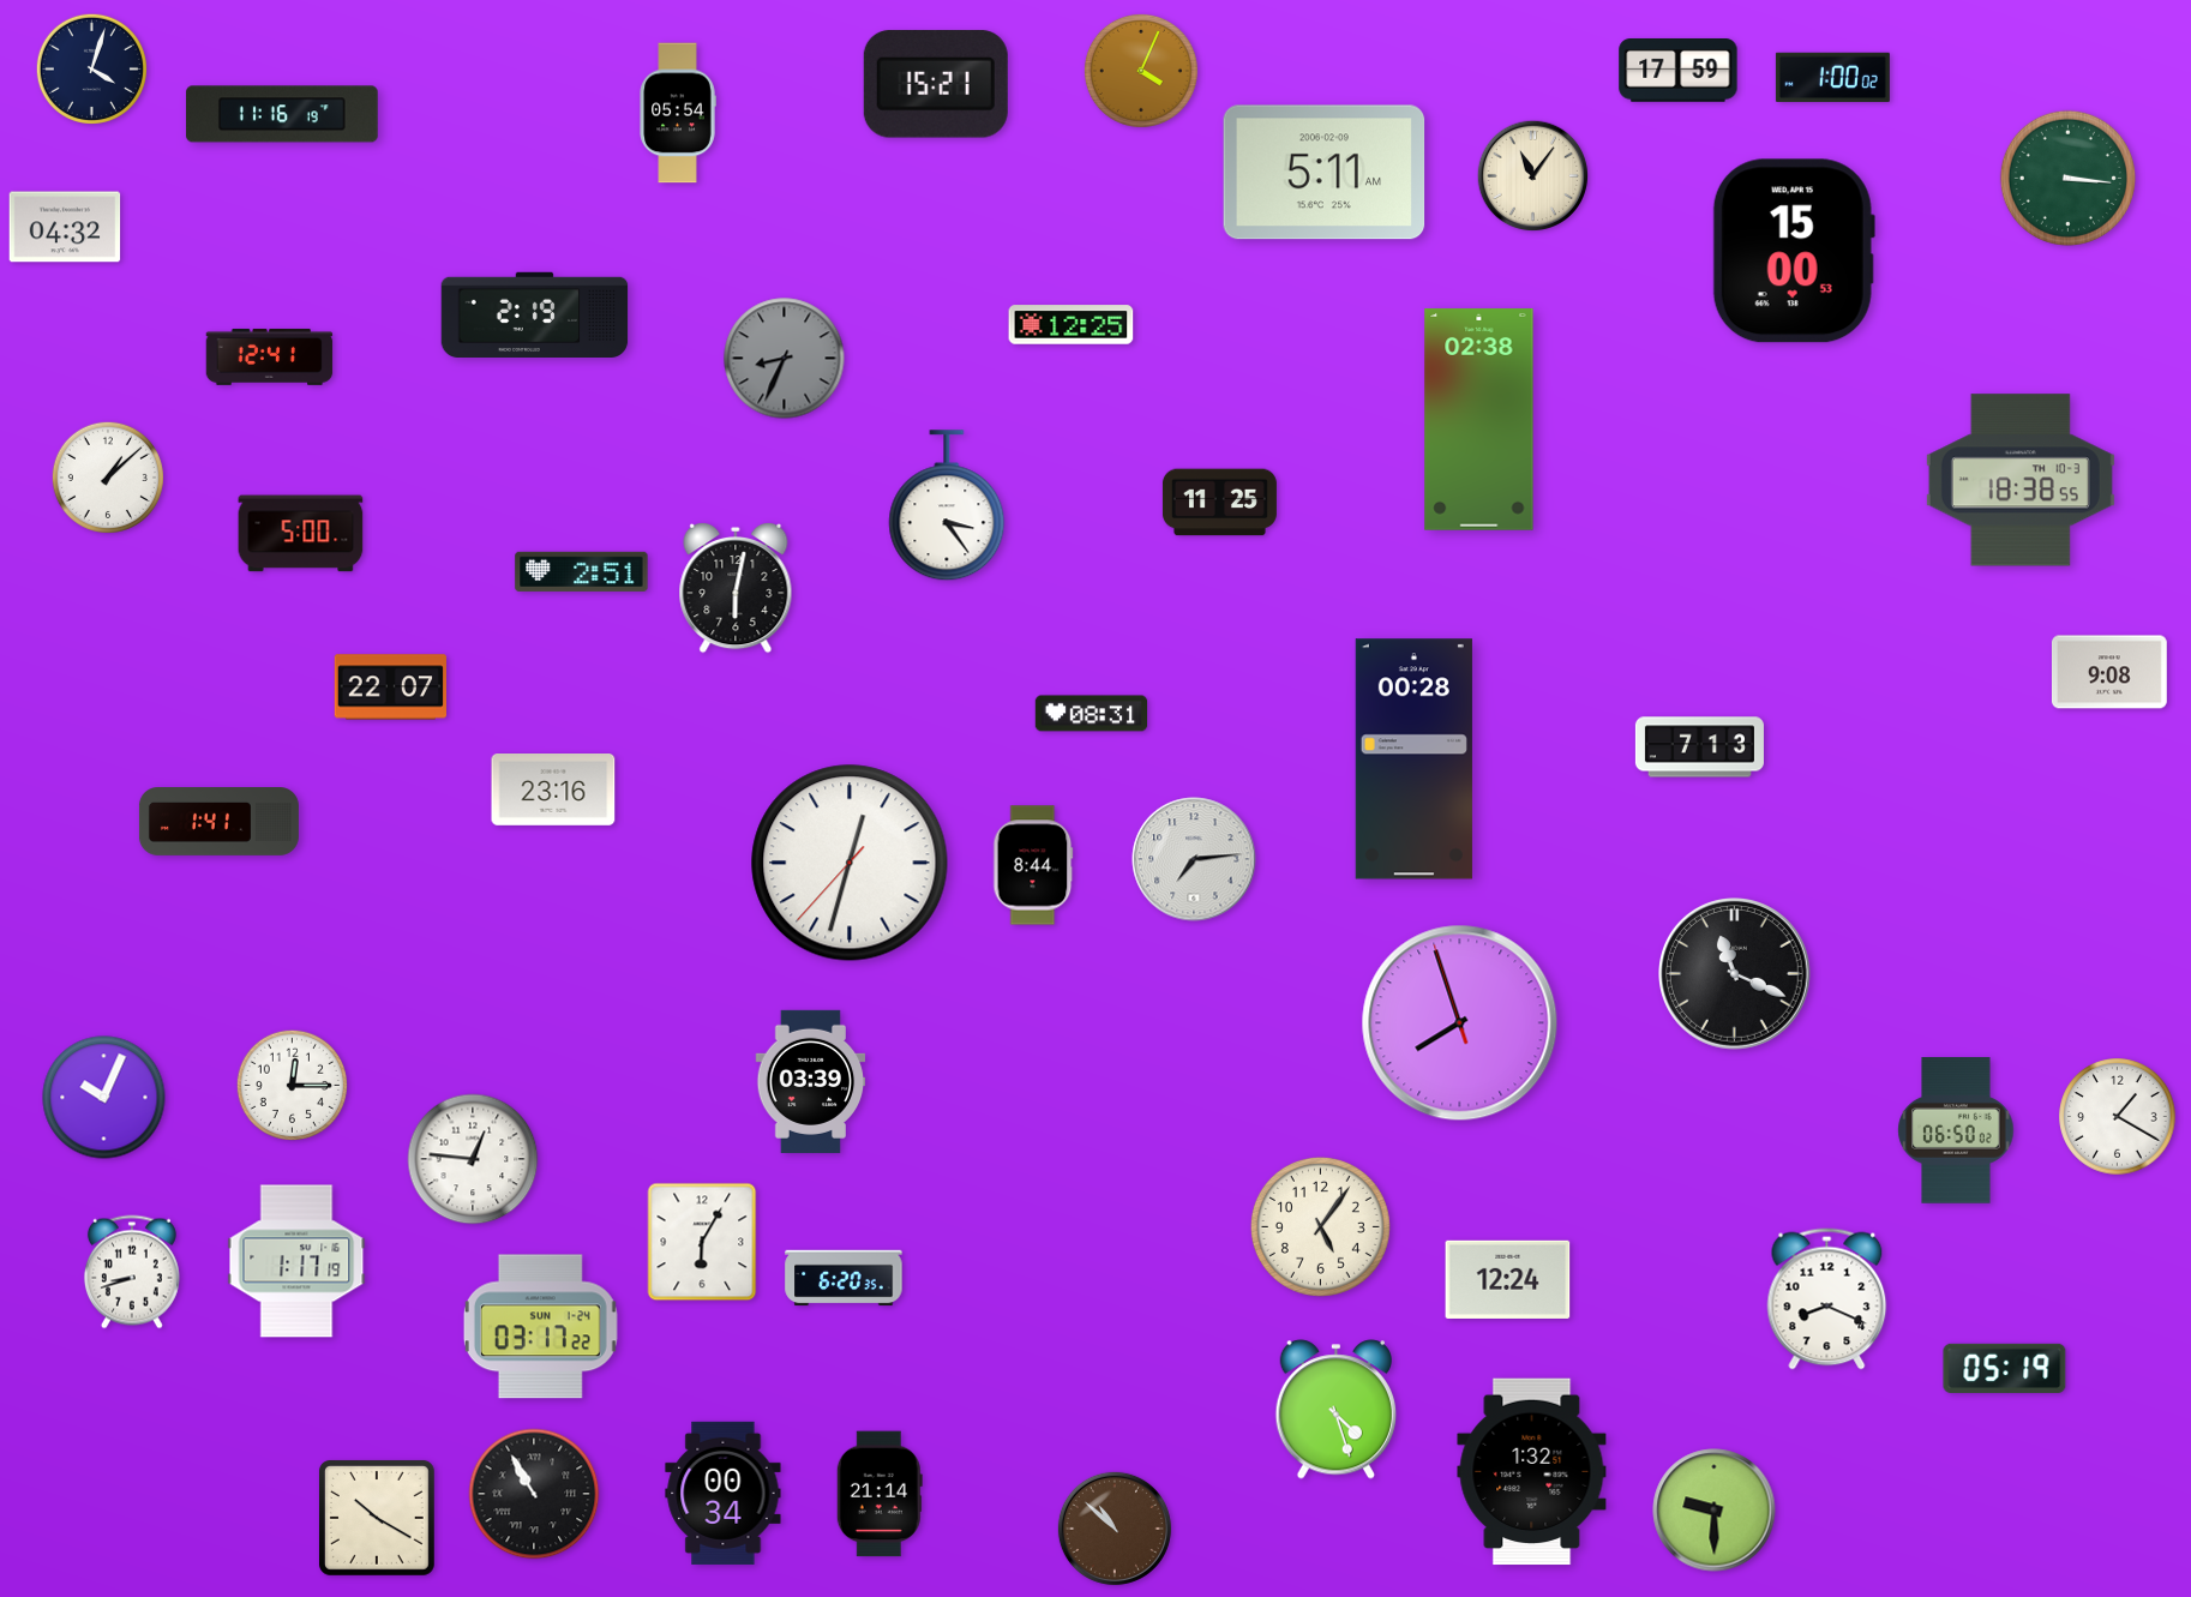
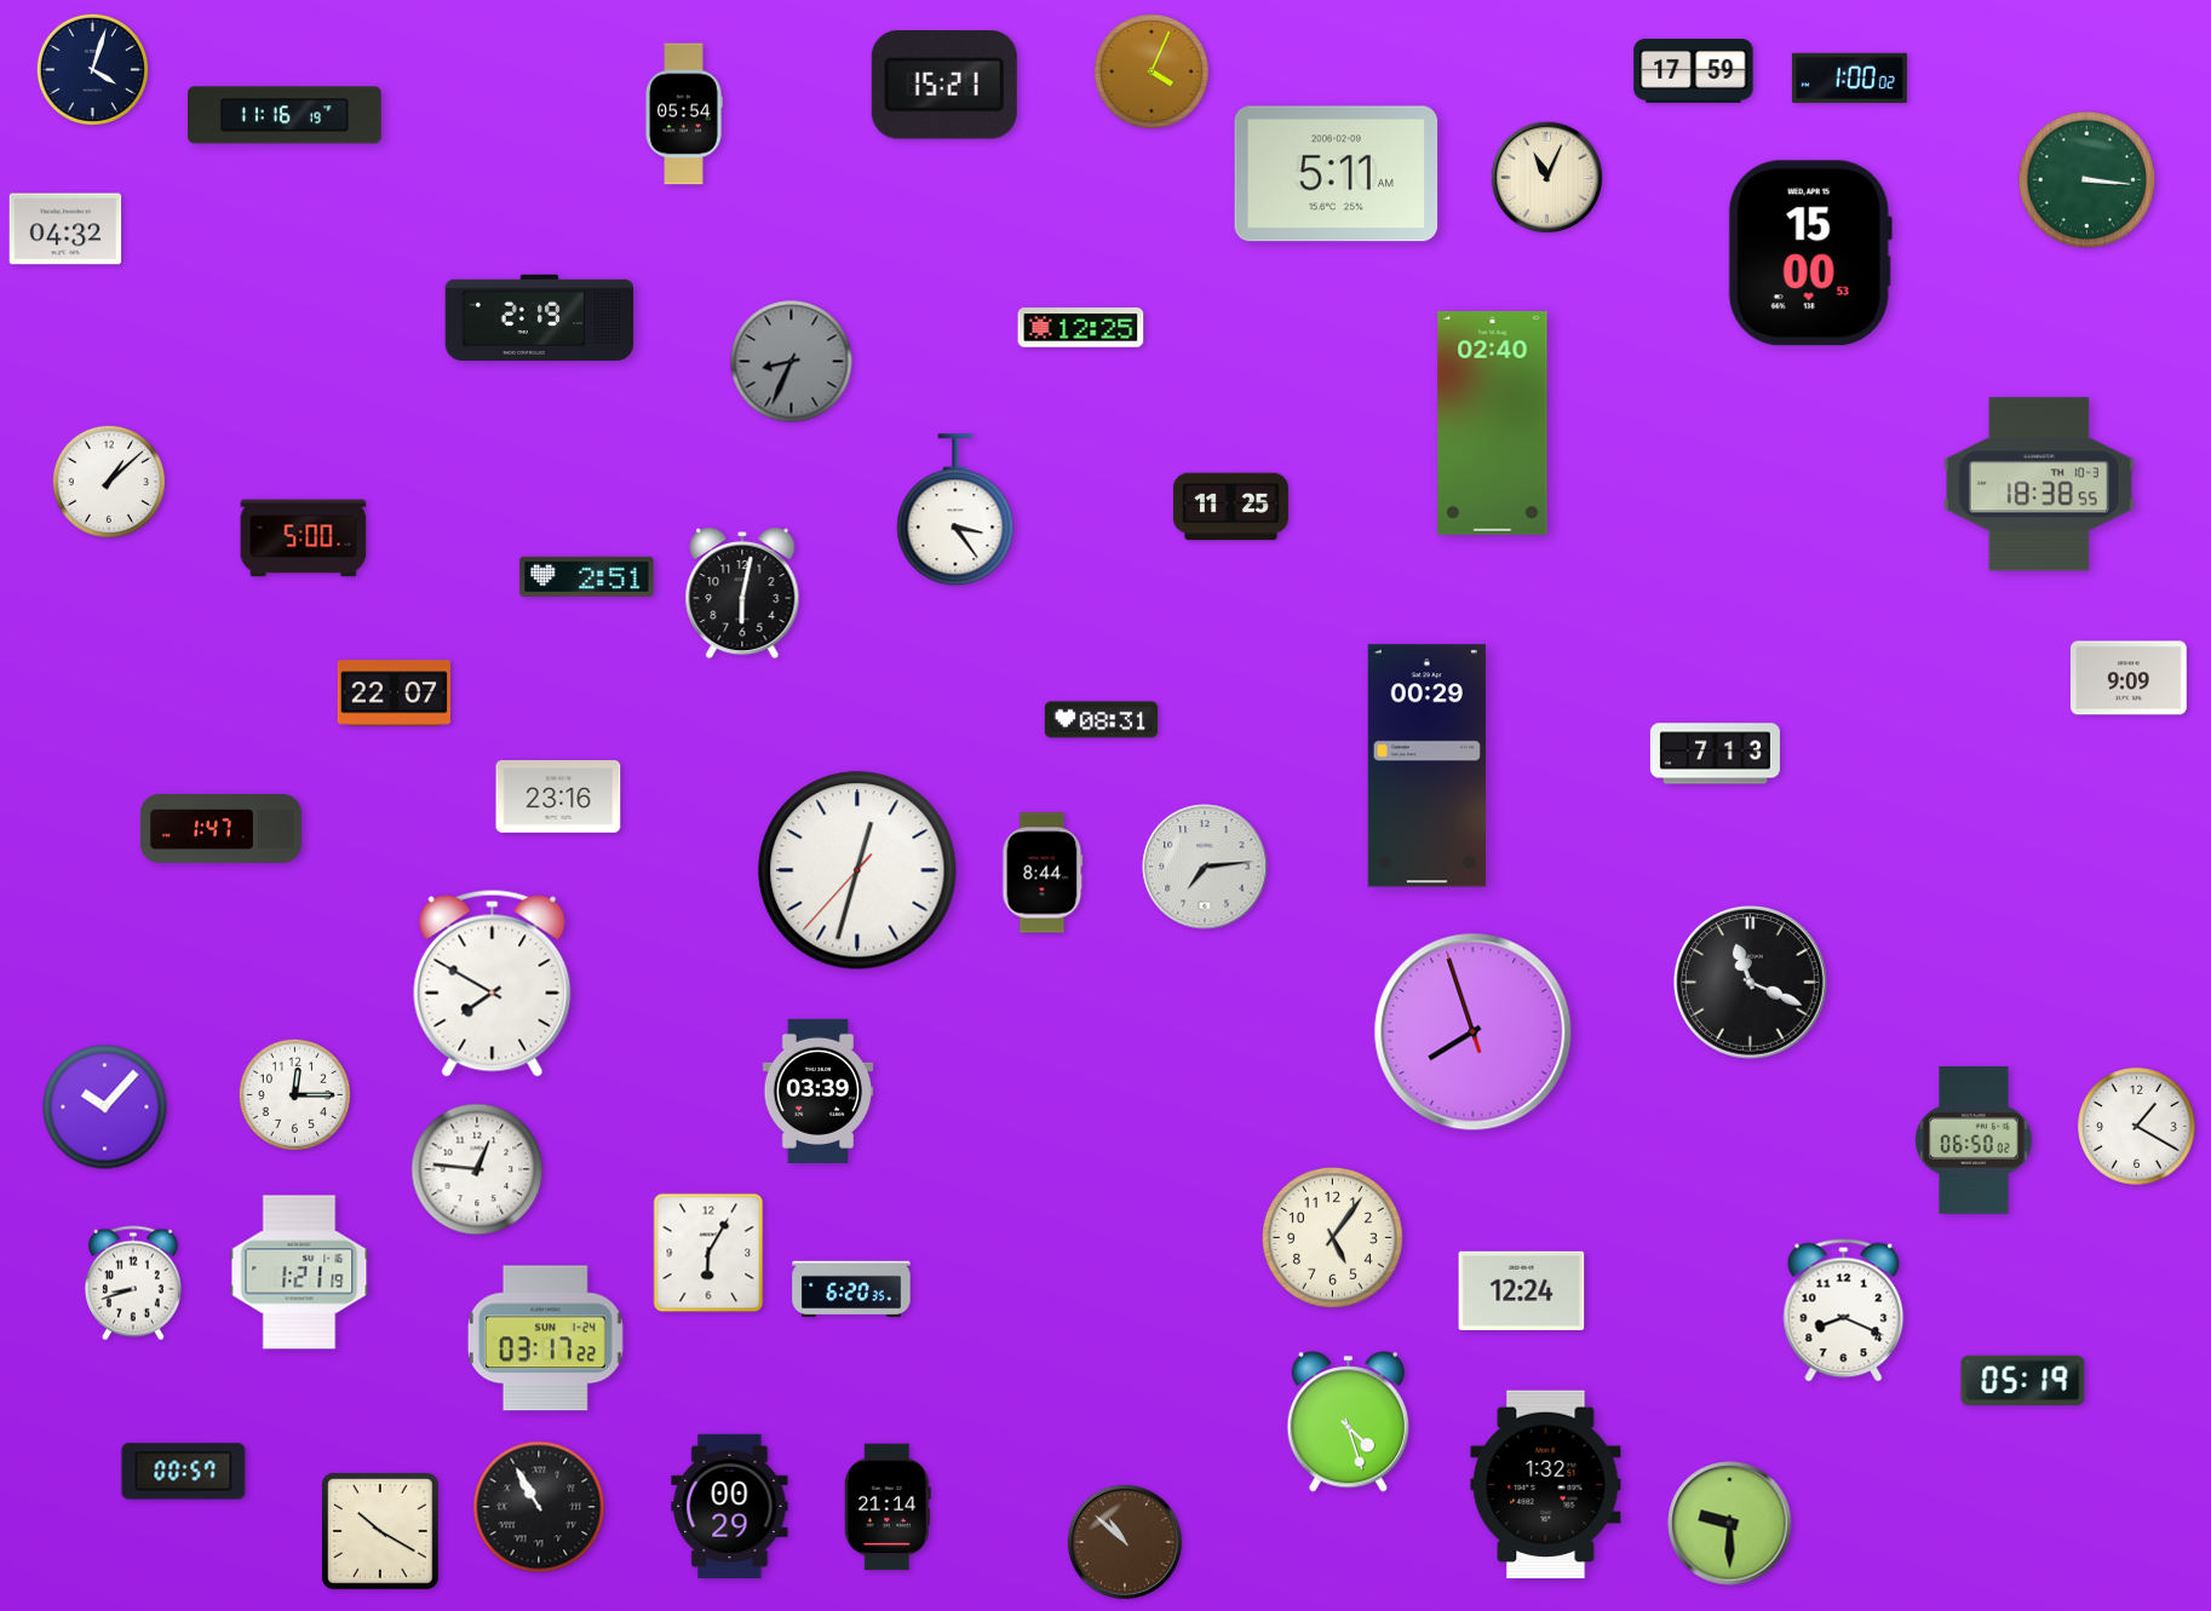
clock at (1533, 176): 11:06 -> 11:04
clock at (270, 356): 12:41 -> none
clock at (1479, 420): 02:38 -> 02:40
clock at (2109, 672): 9:08 -> 9:09
clock at (1413, 760): 00:28 -> 00:29
clock at (218, 822): 1:41 -> 1:47
clock at (493, 983): none -> 7:50
clock at (104, 1098): 10:04 -> 10:07
clock at (296, 1261): 1:17 -> 1:21
clock at (184, 1472): none -> 00:57
clock at (724, 1493): 00:34 -> 00:29
